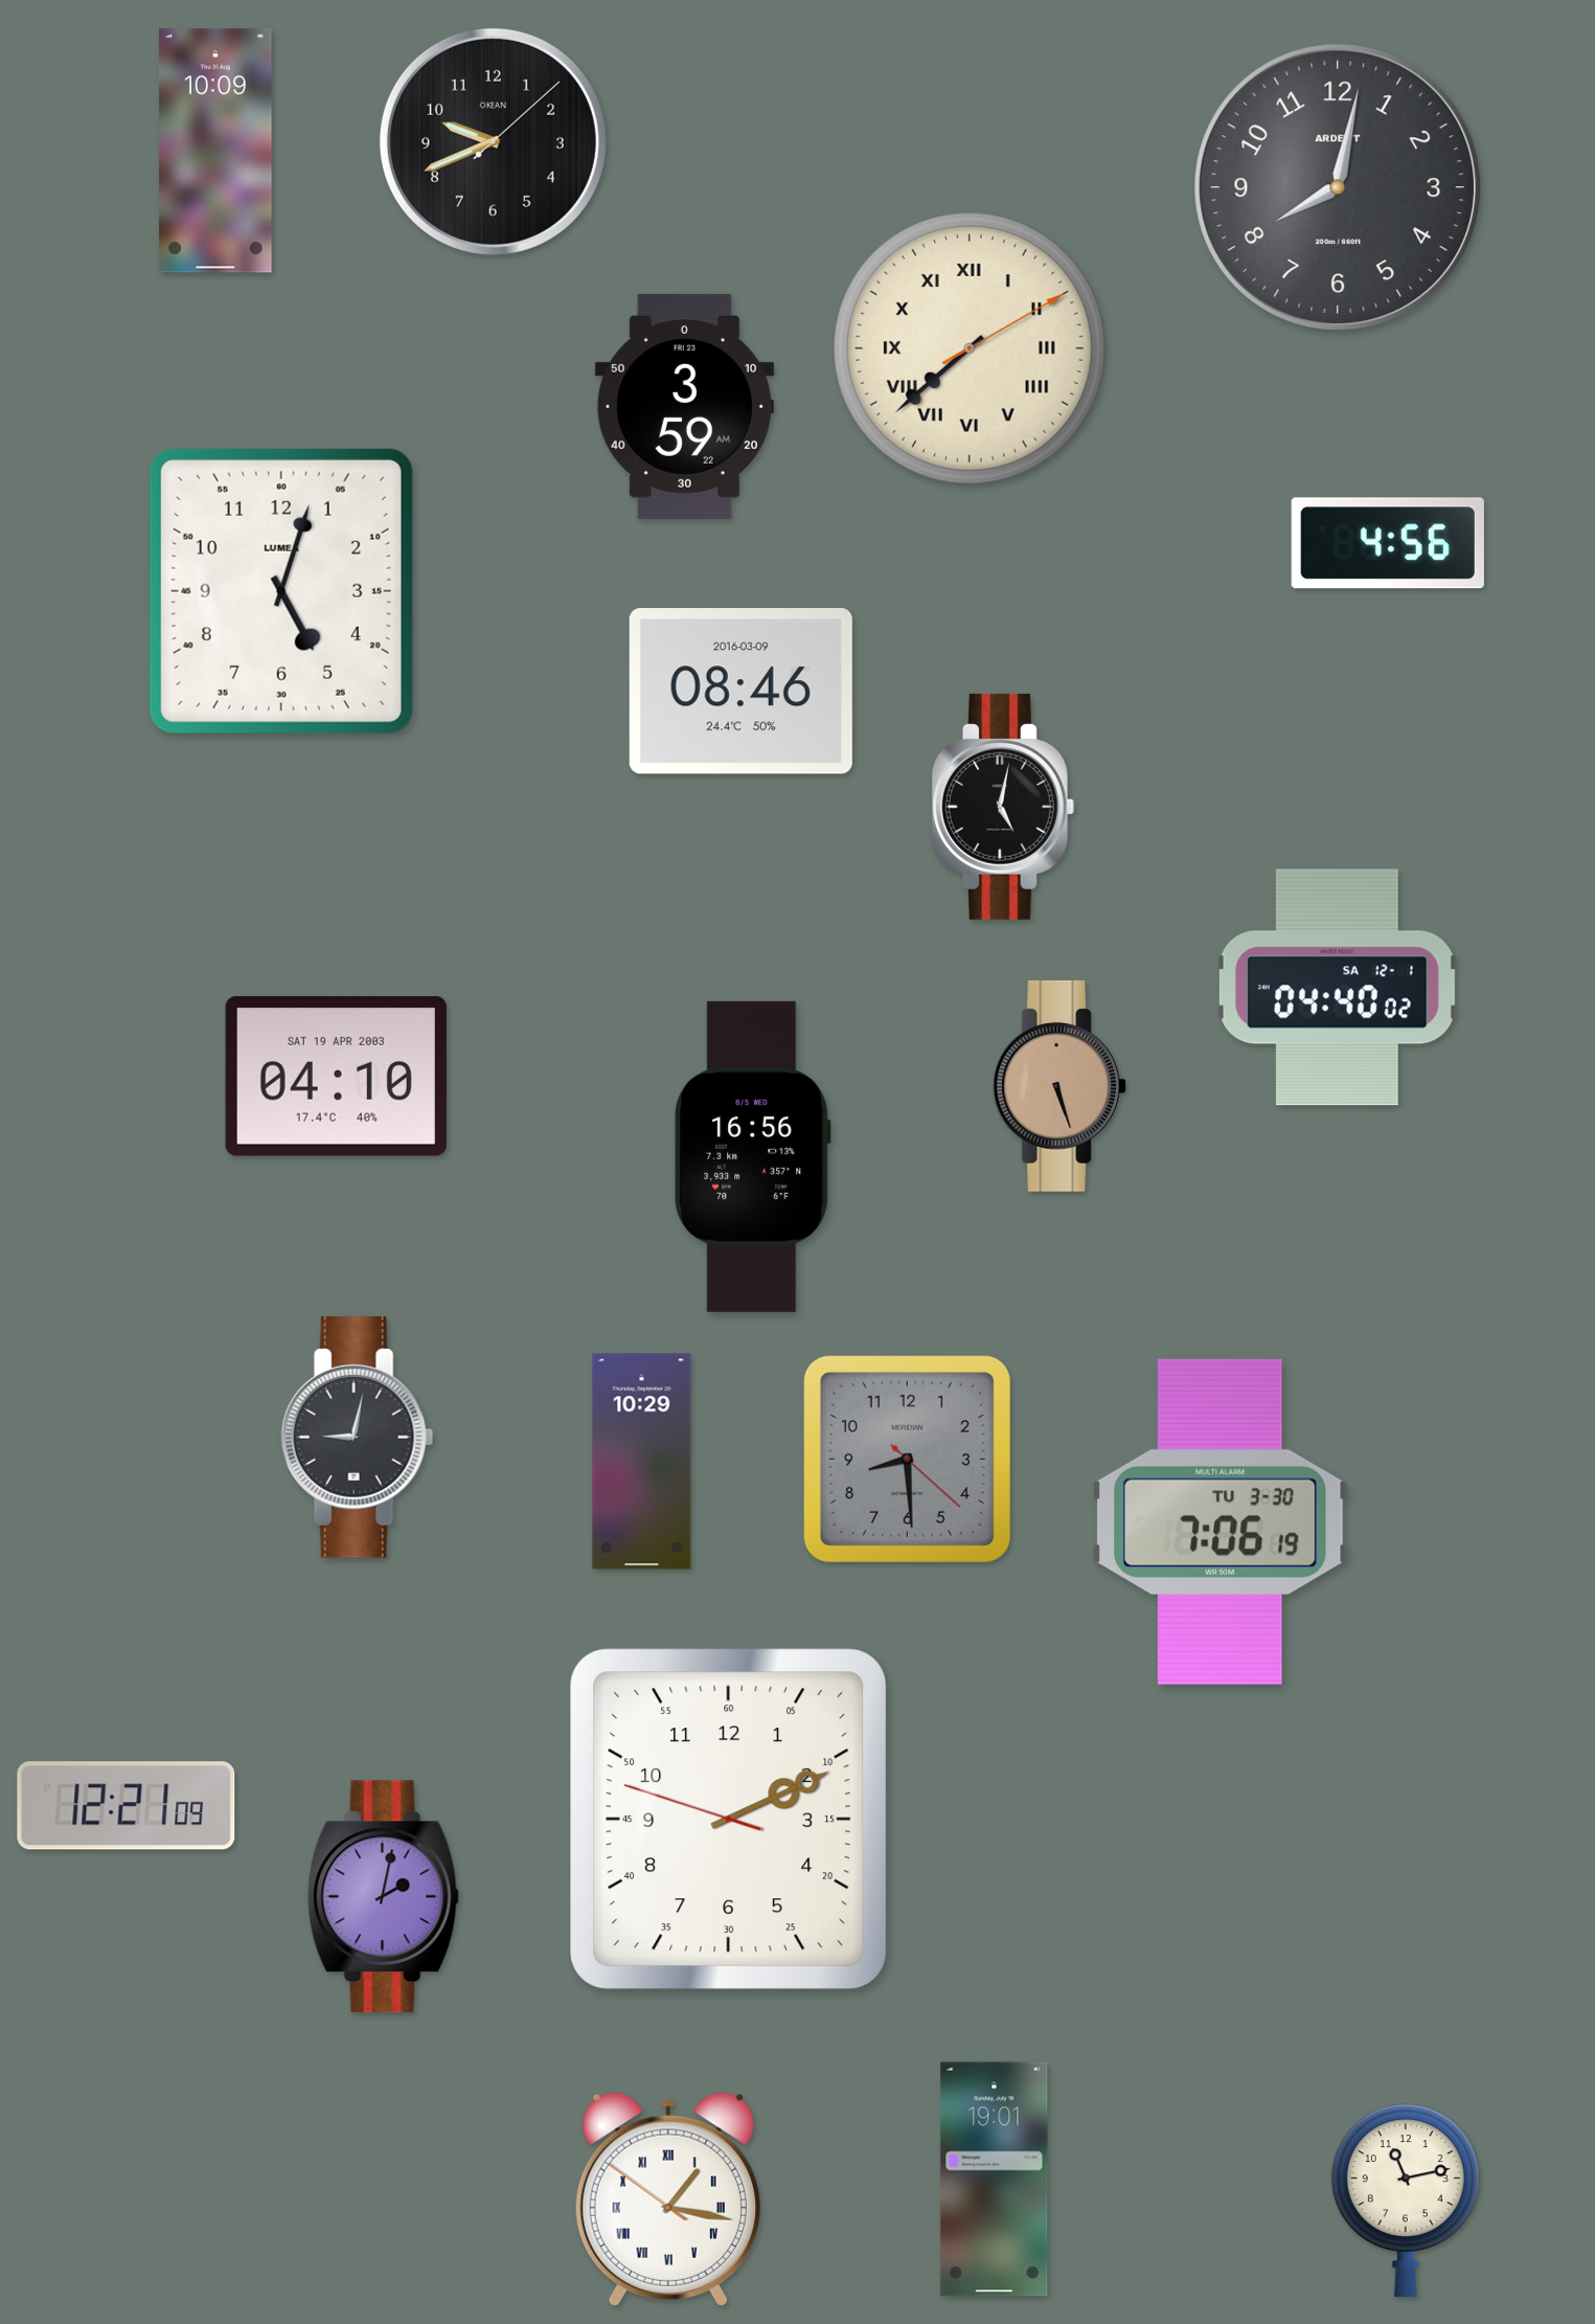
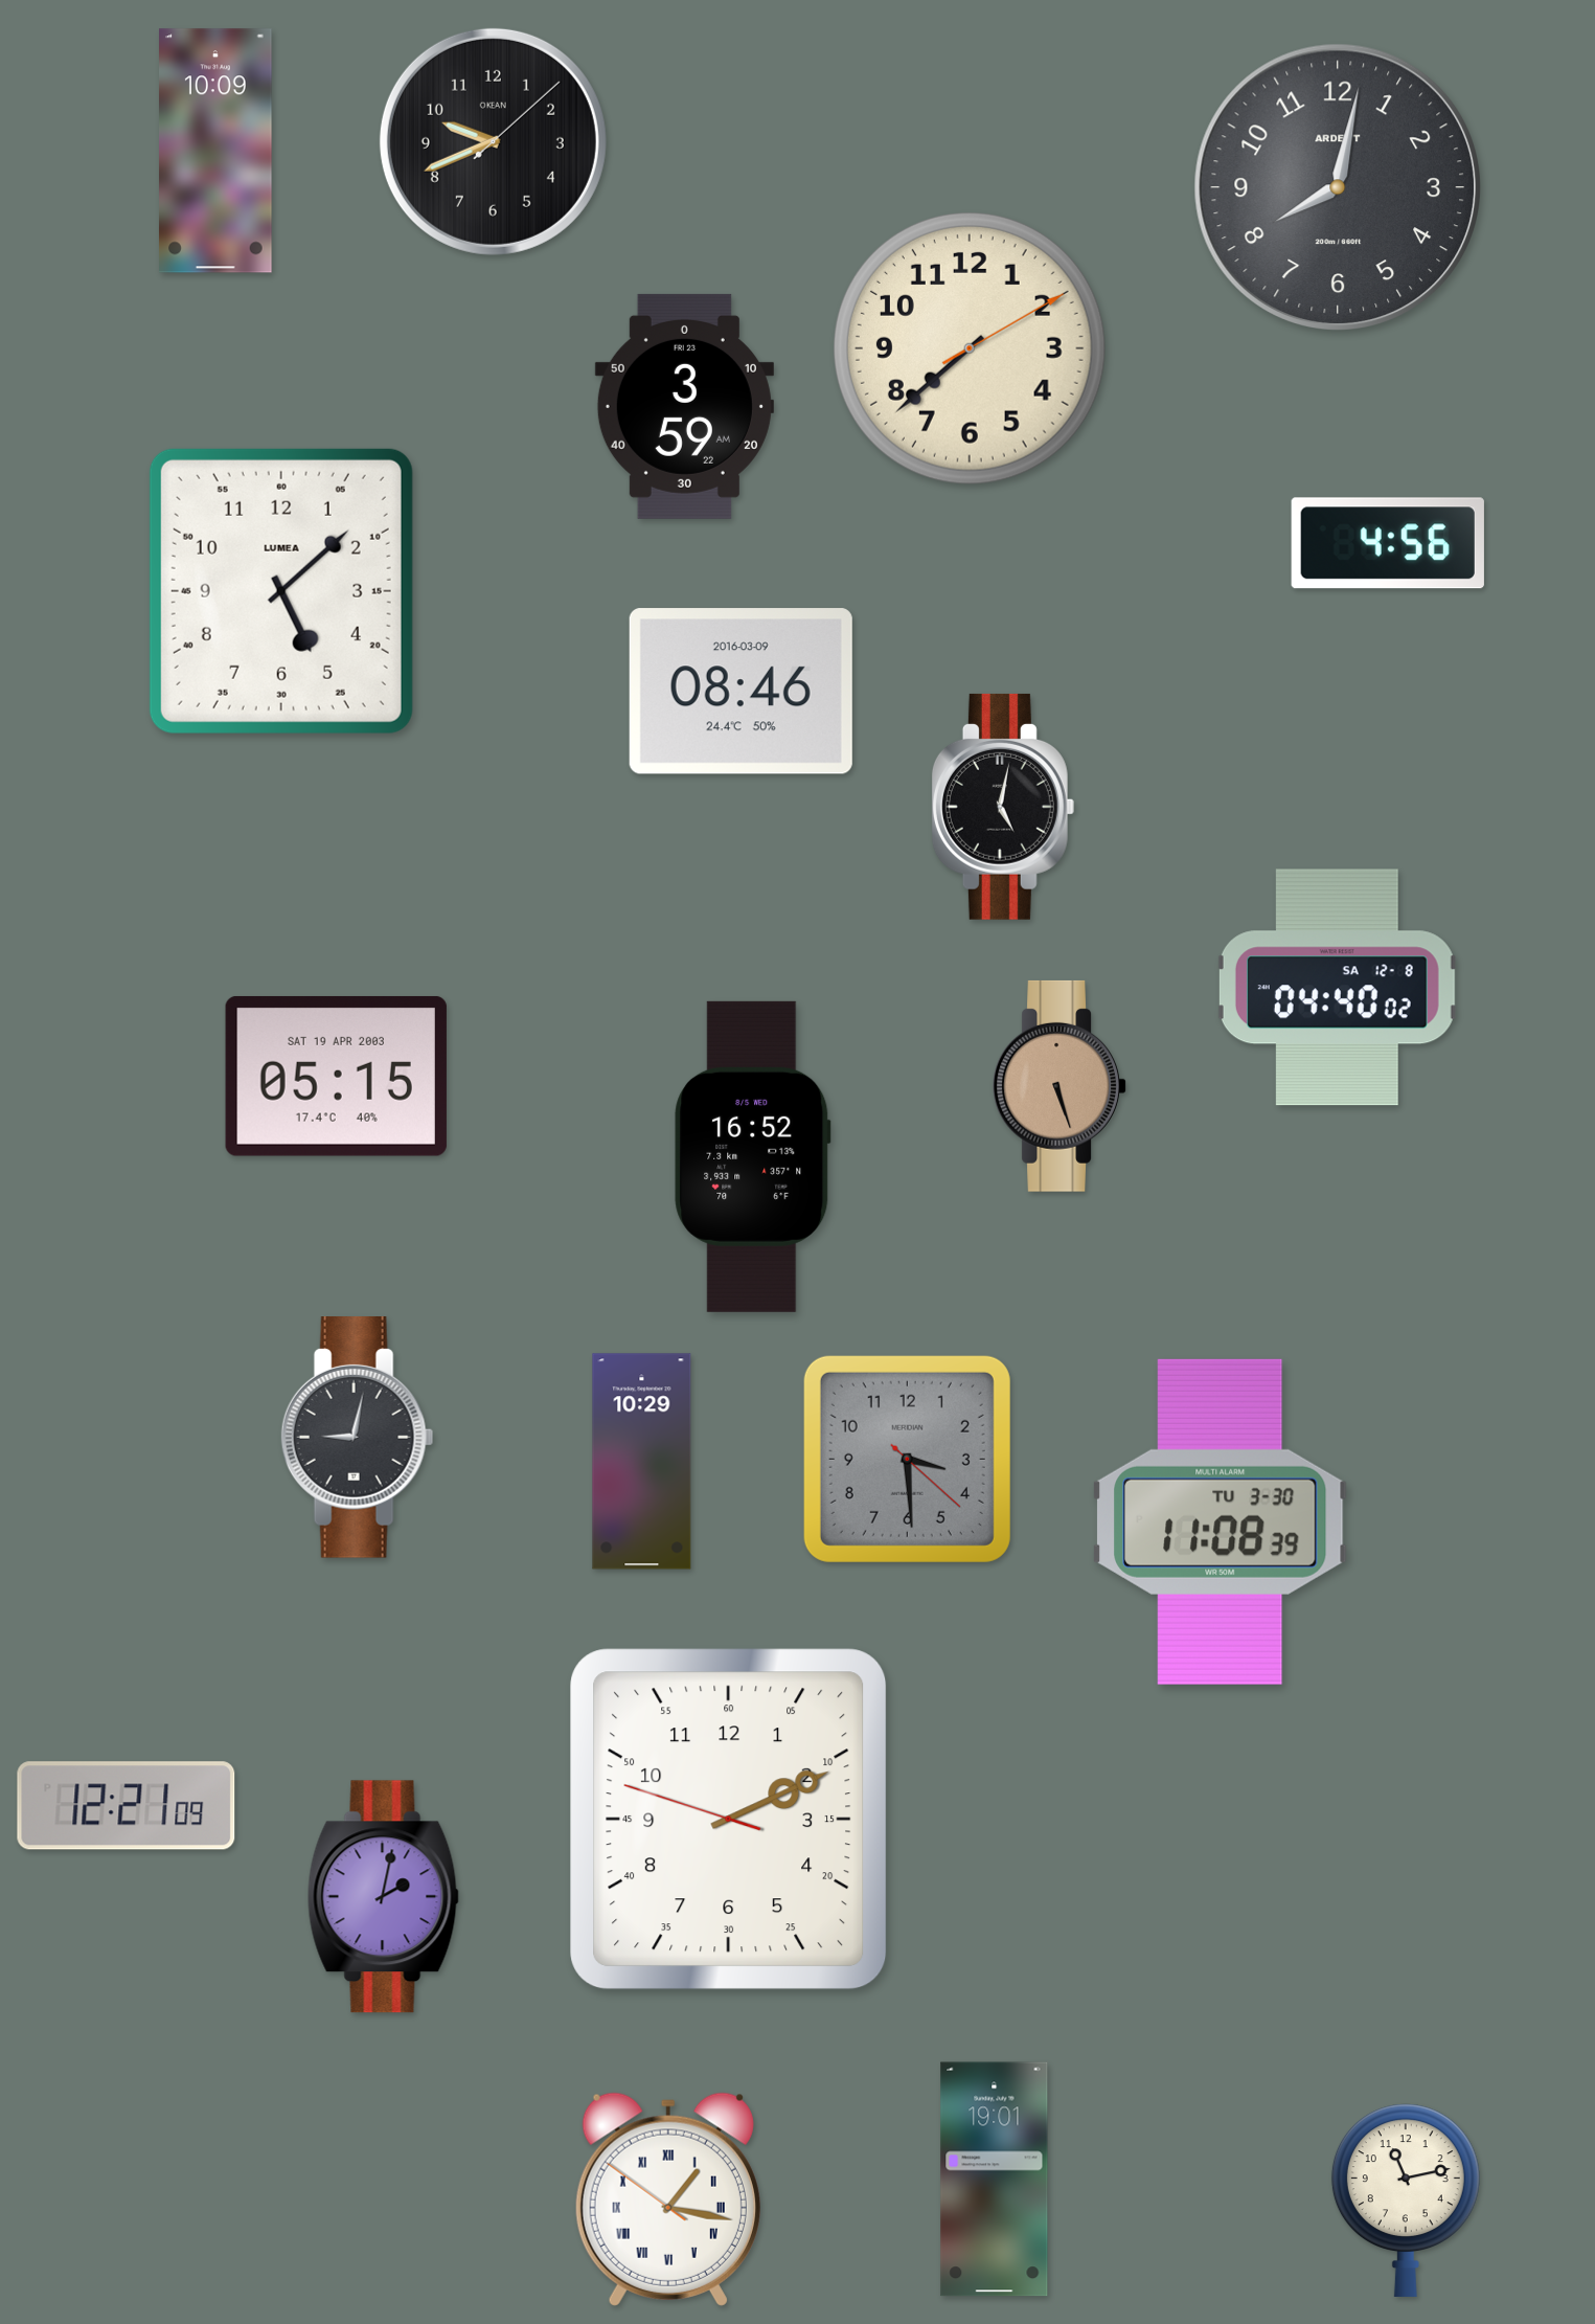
clock at (970, 348) numerals: Roman -> Arabic
clock at (281, 591): 5:03 -> 5:08
clock at (1337, 988) date: SA 12-1 -> SA 12-8
clock at (336, 1076): 04:10 -> 05:15
clock at (753, 1156): 16:56 -> 16:52
clock at (907, 1459): 8:29 -> 3:29
clock at (1221, 1521): 7:06 -> 11:08
